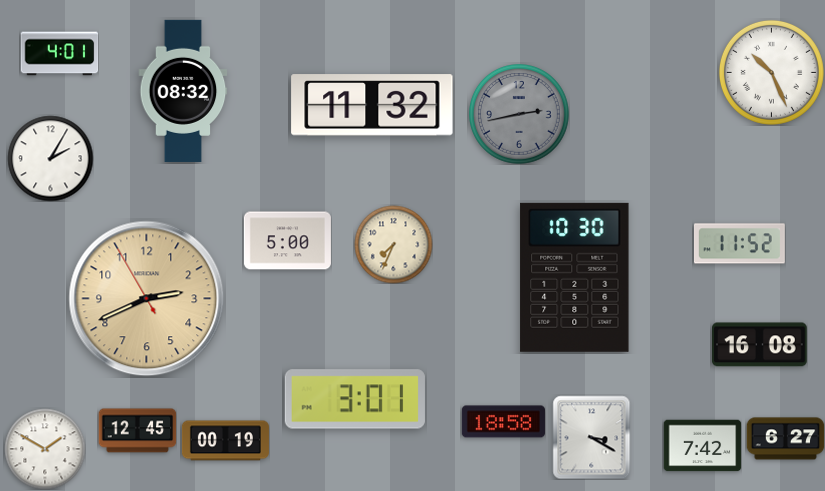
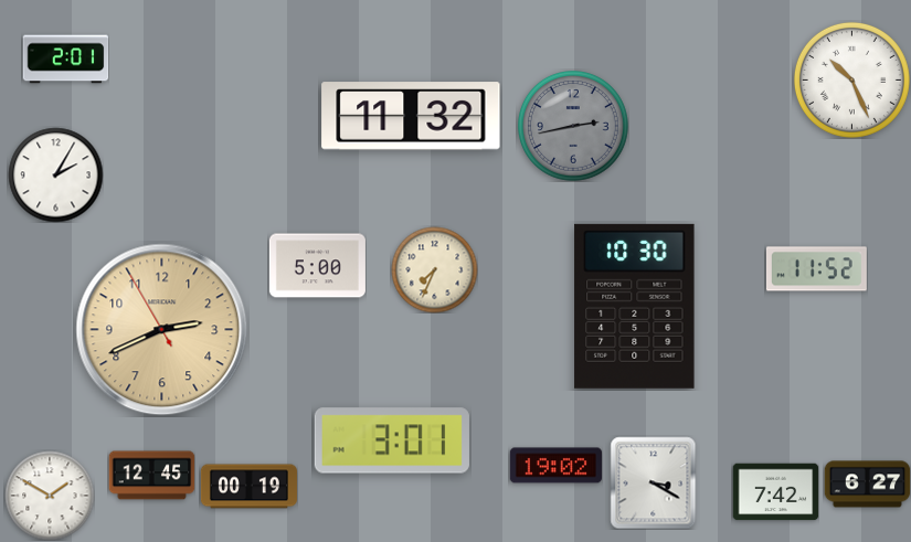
clock at (59, 54): 4:01 -> 2:01
clock at (183, 91): 08:32 -> none
clock at (760, 345): 16:08 -> none
clock at (503, 422): 18:58 -> 19:02
